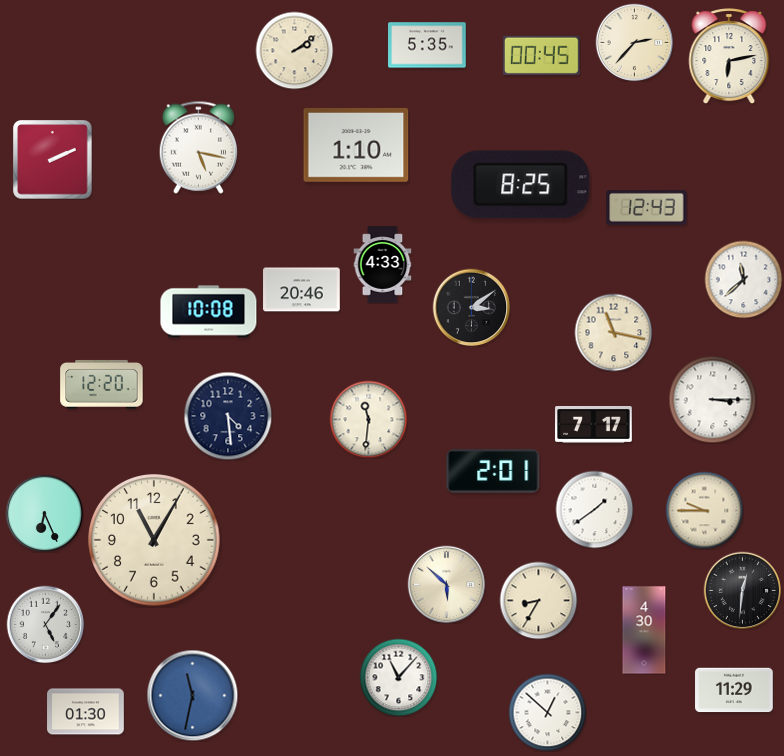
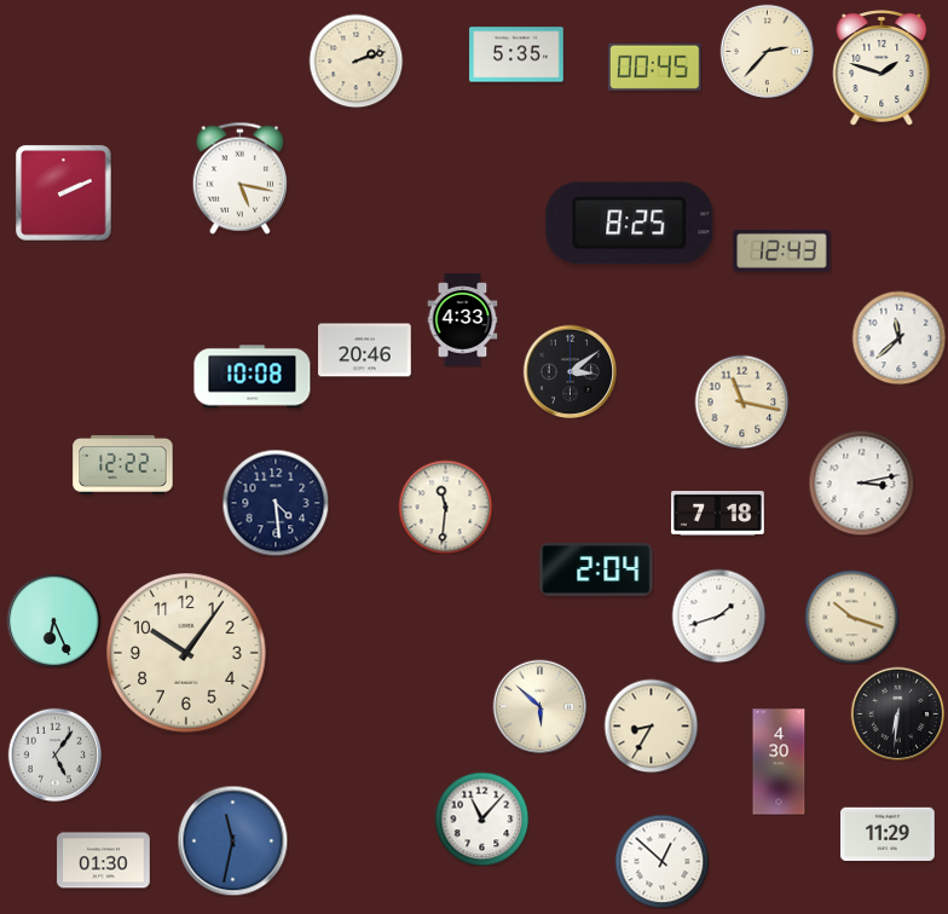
clock at (294, 50): 2:09 -> 2:12
clock at (729, 56): 6:13 -> 1:48
clock at (356, 145): 1:10 -> none
clock at (102, 384): 12:20 -> 12:22
clock at (712, 399): 3:15 -> 3:13
clock at (594, 425): 7:17 -> 7:18
clock at (493, 472): 2:01 -> 2:04
clock at (594, 509): 1:39 -> 1:42
clock at (704, 510): 9:45 -> 10:18
clock at (154, 540): 11:05 -> 10:06
clock at (742, 590): 12:31 -> 6:31
